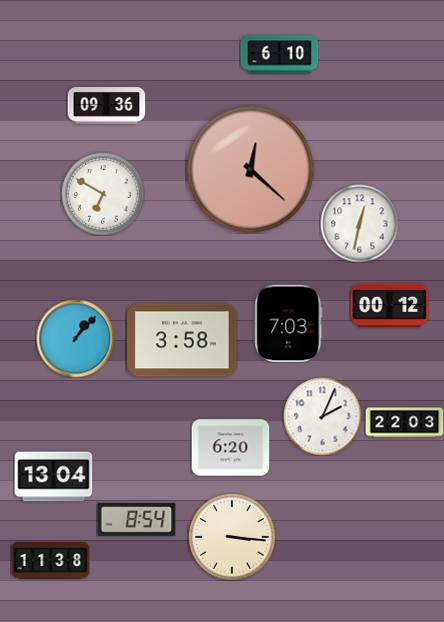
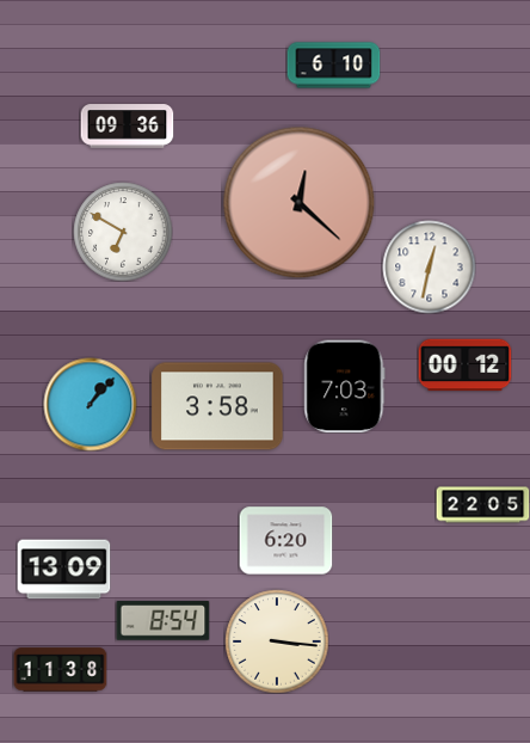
clock at (322, 416): 2:04 -> none
clock at (404, 423): 22:03 -> 22:05
clock at (230, 448) position: (230, 448) -> (285, 541)
clock at (53, 477): 13:04 -> 13:09
